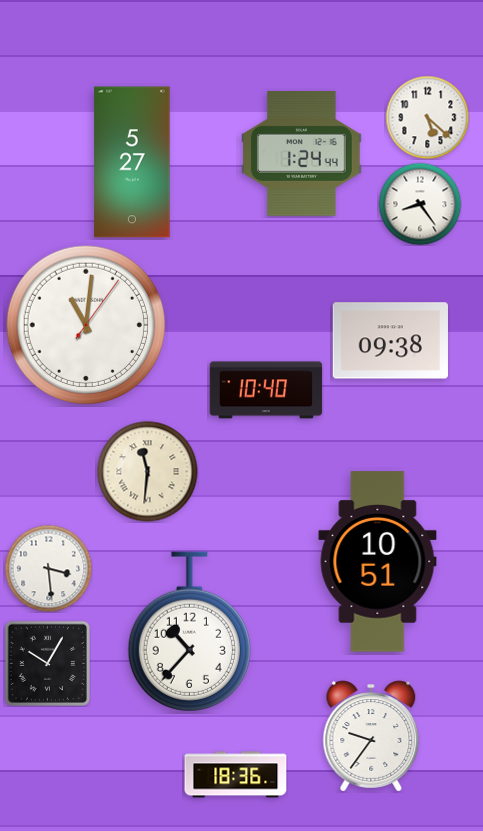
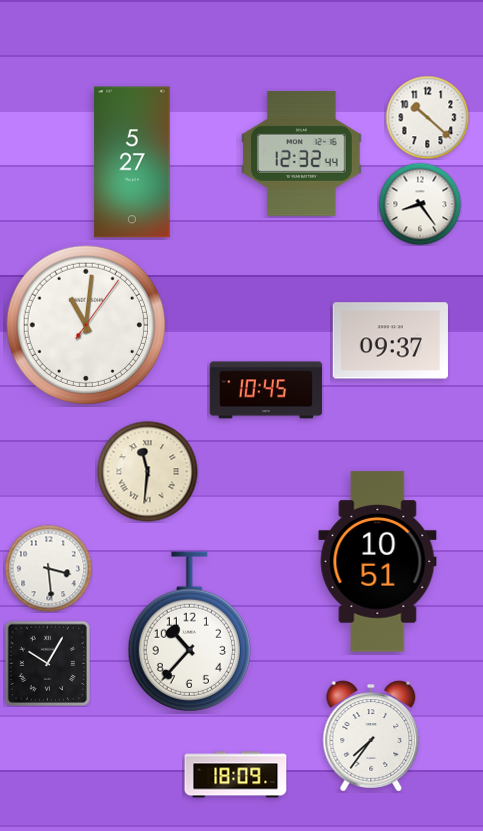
clock at (427, 117): 5:22 -> 10:22
clock at (302, 153): 1:24 -> 12:32
clock at (390, 341): 09:38 -> 09:37
clock at (266, 390): 10:40 -> 10:45
clock at (371, 736): 9:36 -> 7:36
clock at (236, 775): 18:36 -> 18:09
